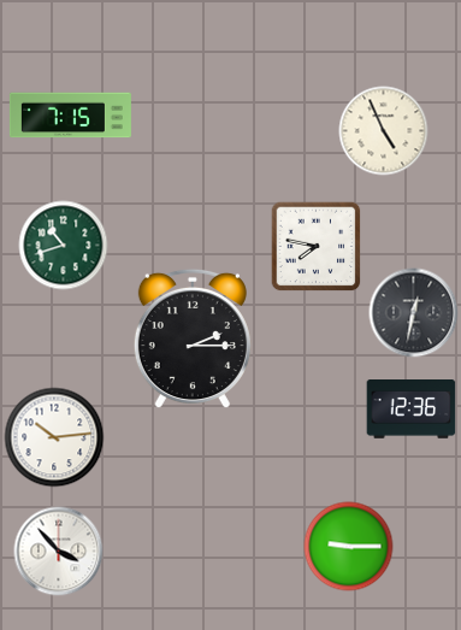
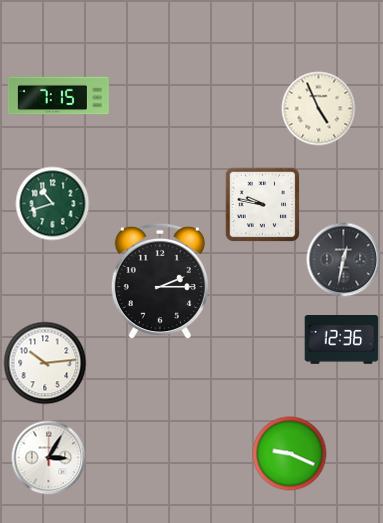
clock at (317, 247): 7:47 -> 9:47
clock at (349, 547): 9:15 -> 9:19
clock at (59, 552): 3:53 -> 3:05
